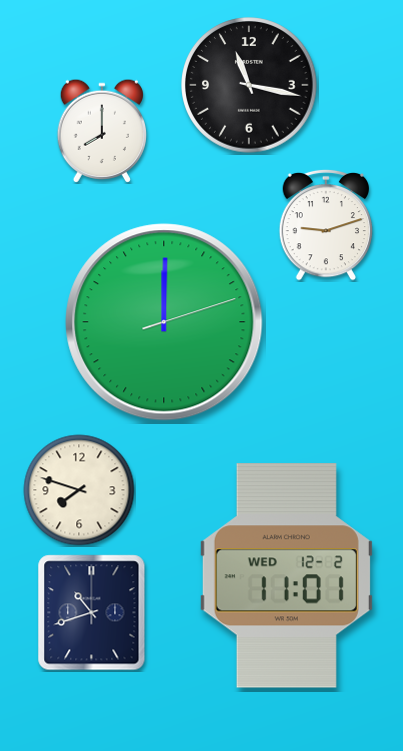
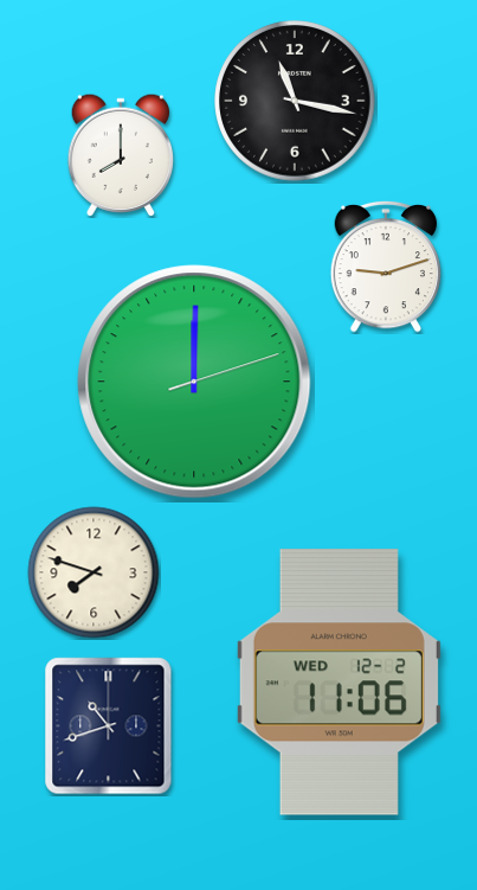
clock at (79, 490) position: (79, 490) -> (94, 572)
clock at (286, 576): 11:01 -> 11:06
